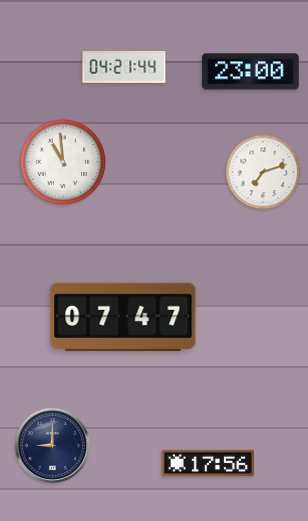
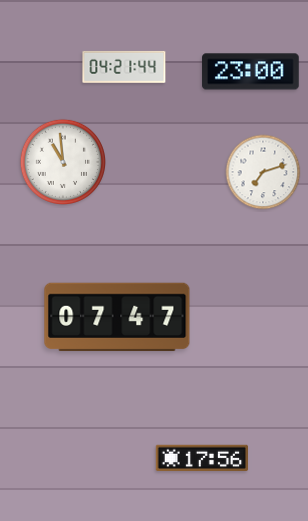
clock at (123, 317) position: (123, 317) -> (117, 317)
clock at (52, 445): 9:00 -> none
clock at (207, 463) position: (207, 463) -> (201, 458)
